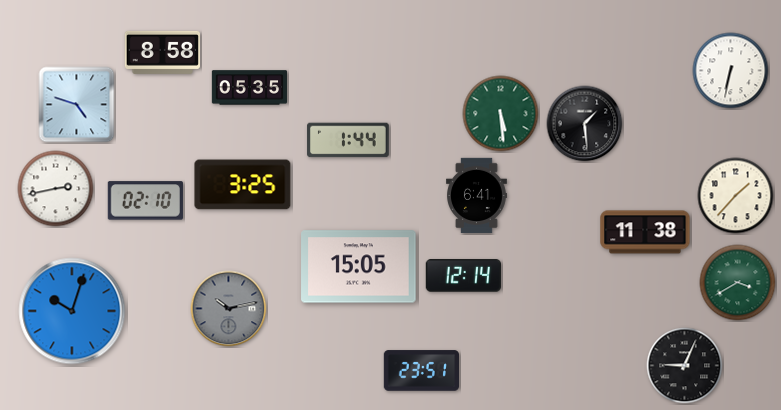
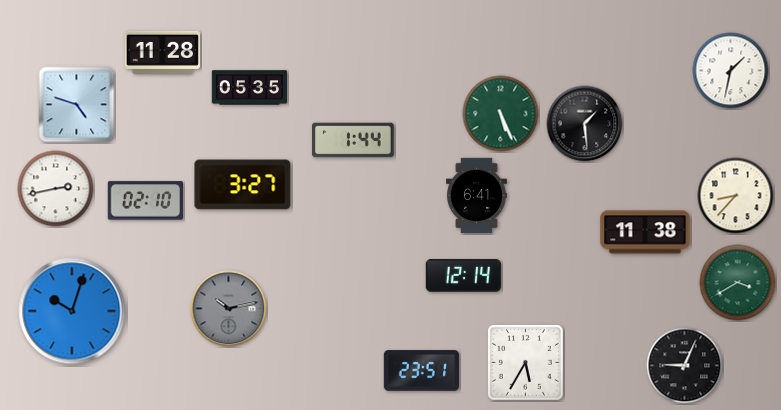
clock at (162, 52): 8:58 -> 11:28
clock at (731, 71): 6:32 -> 1:32
clock at (501, 114): 5:29 -> 5:26
clock at (348, 140) position: (348, 140) -> (353, 140)
clock at (243, 185): 3:25 -> 3:27
clock at (736, 196): 1:37 -> 8:37
clock at (359, 267): 15:05 -> none
clock at (526, 363): none -> 5:35
